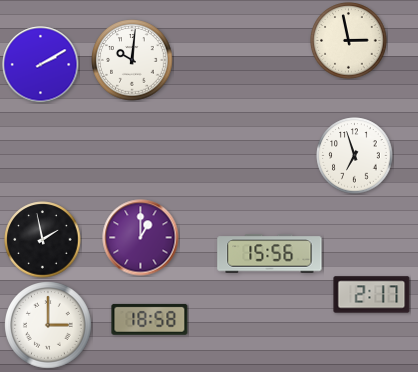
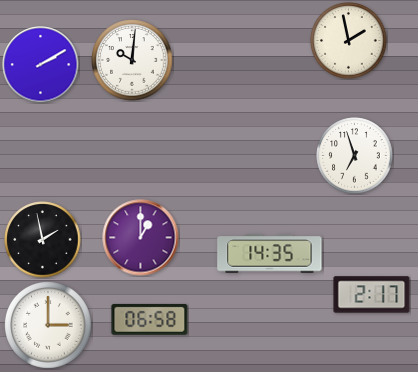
clock at (349, 41): 2:58 -> 1:58
clock at (270, 254): 15:56 -> 14:35
clock at (150, 319): 18:58 -> 06:58
